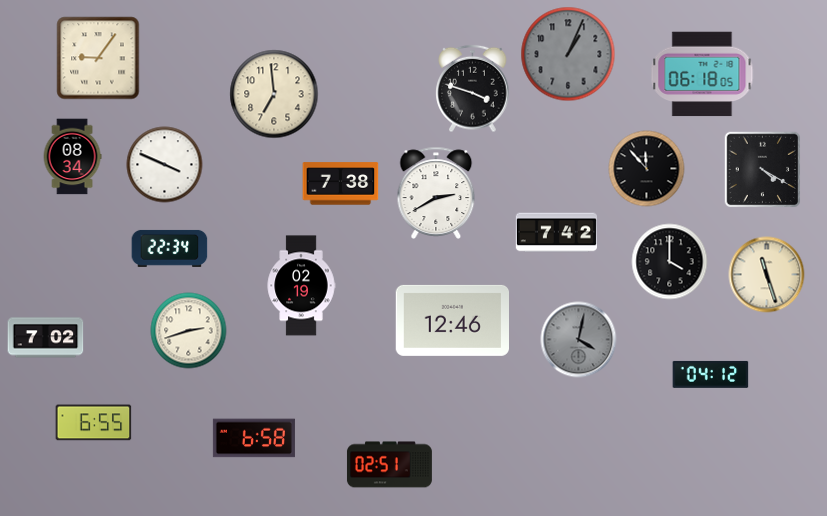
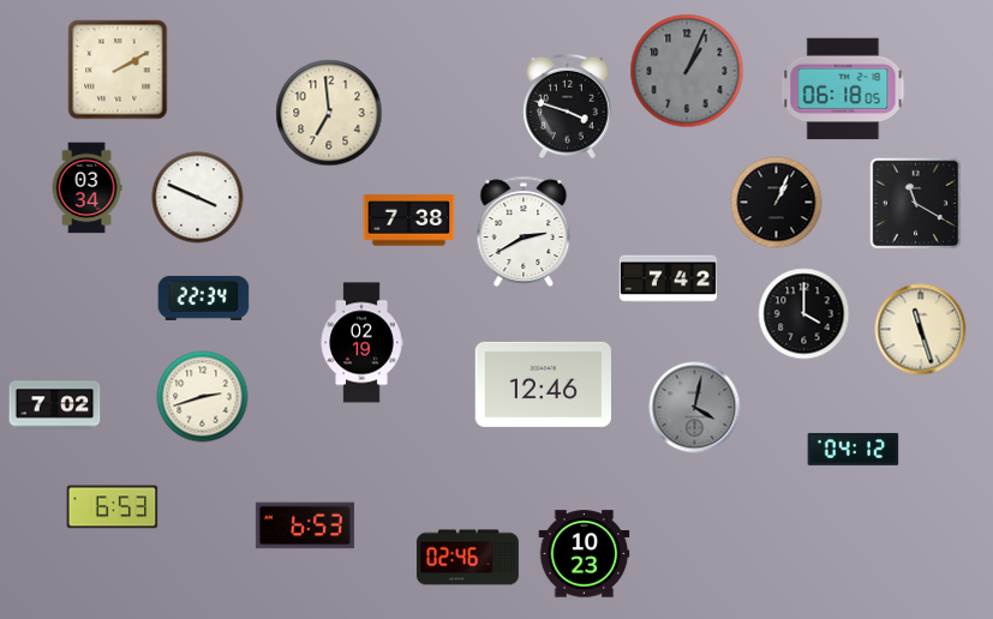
clock at (568, 54) position: (568, 54) -> (687, 71)
clock at (98, 58): 9:06 -> 2:10
clock at (72, 157): 08:34 -> 03:34
clock at (647, 169): 11:53 -> 1:04
clock at (762, 169): 4:20 -> 11:20
clock at (189, 331) position: (189, 331) -> (203, 397)
clock at (94, 423): 6:55 -> 6:53
clock at (254, 438): 6:58 -> 6:53
clock at (585, 554): none -> 10:23
clock at (389, 465): 02:51 -> 02:46
